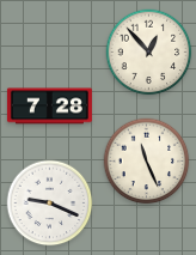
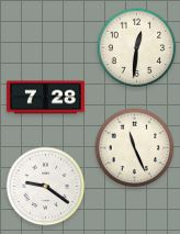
clock at (149, 53): 12:53 -> 12:31
clock at (50, 204): 9:19 -> 9:21
